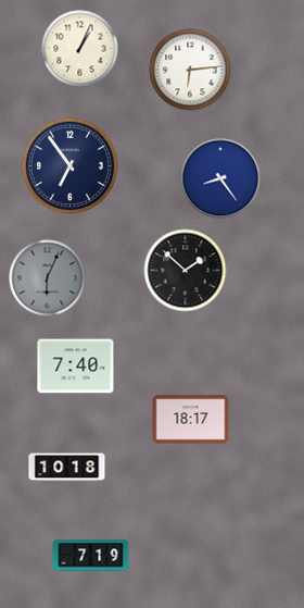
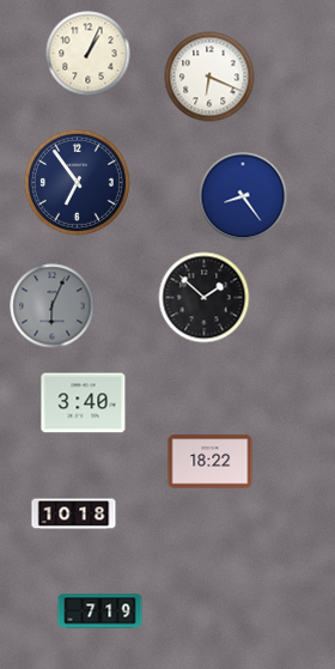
clock at (190, 70): 6:14 -> 6:19
clock at (76, 367): 7:40 -> 3:40
clock at (191, 420): 18:17 -> 18:22
